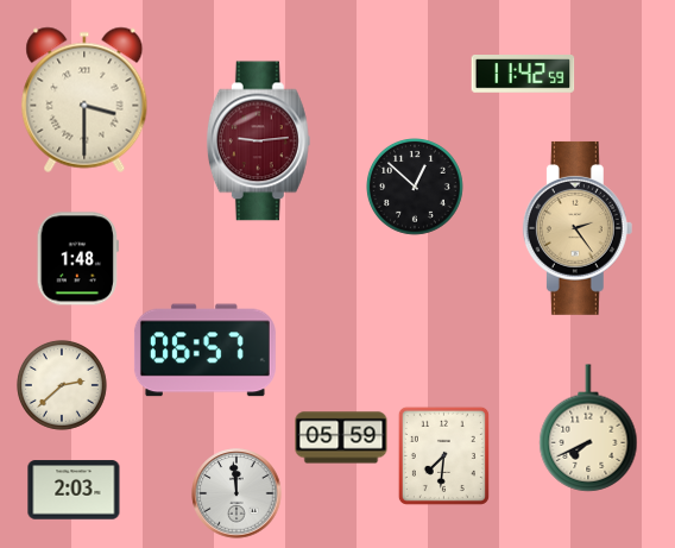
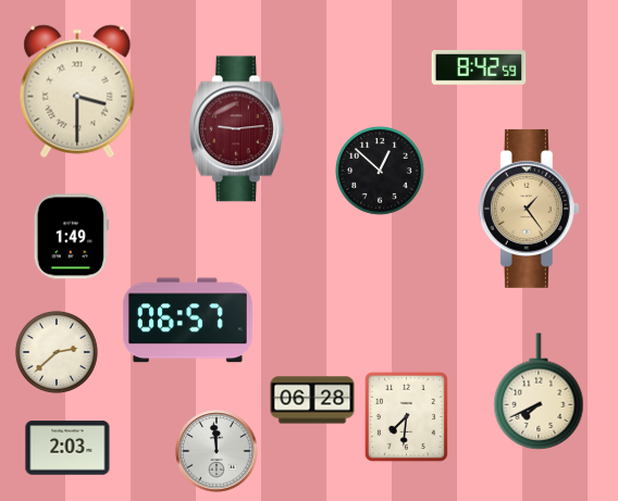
clock at (523, 75): 11:42 -> 8:42
clock at (578, 228): 2:24 -> 1:24
clock at (77, 259): 1:48 -> 1:49
clock at (341, 437): 05:59 -> 06:28
